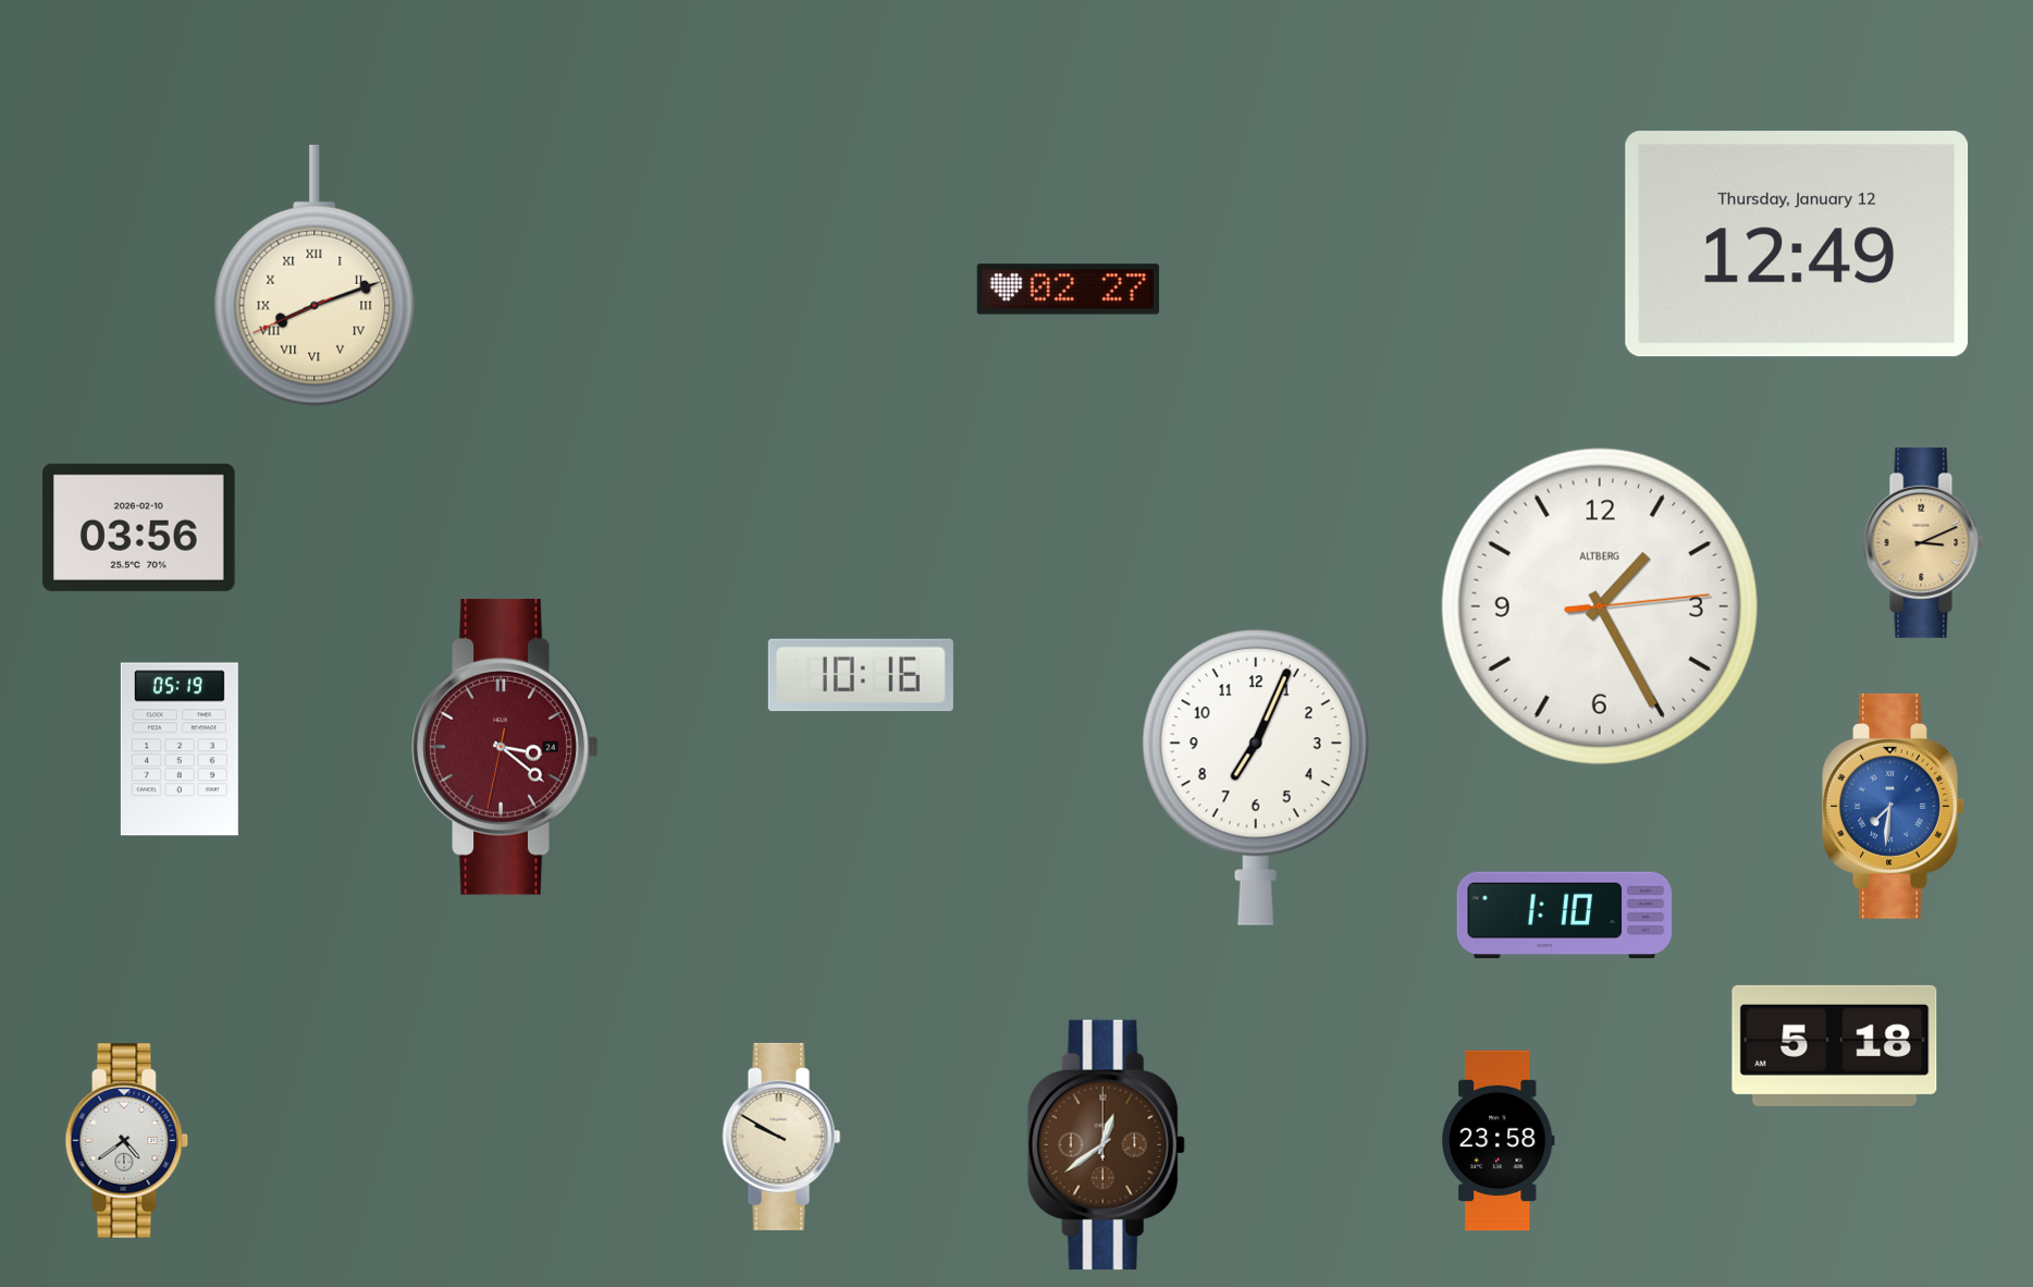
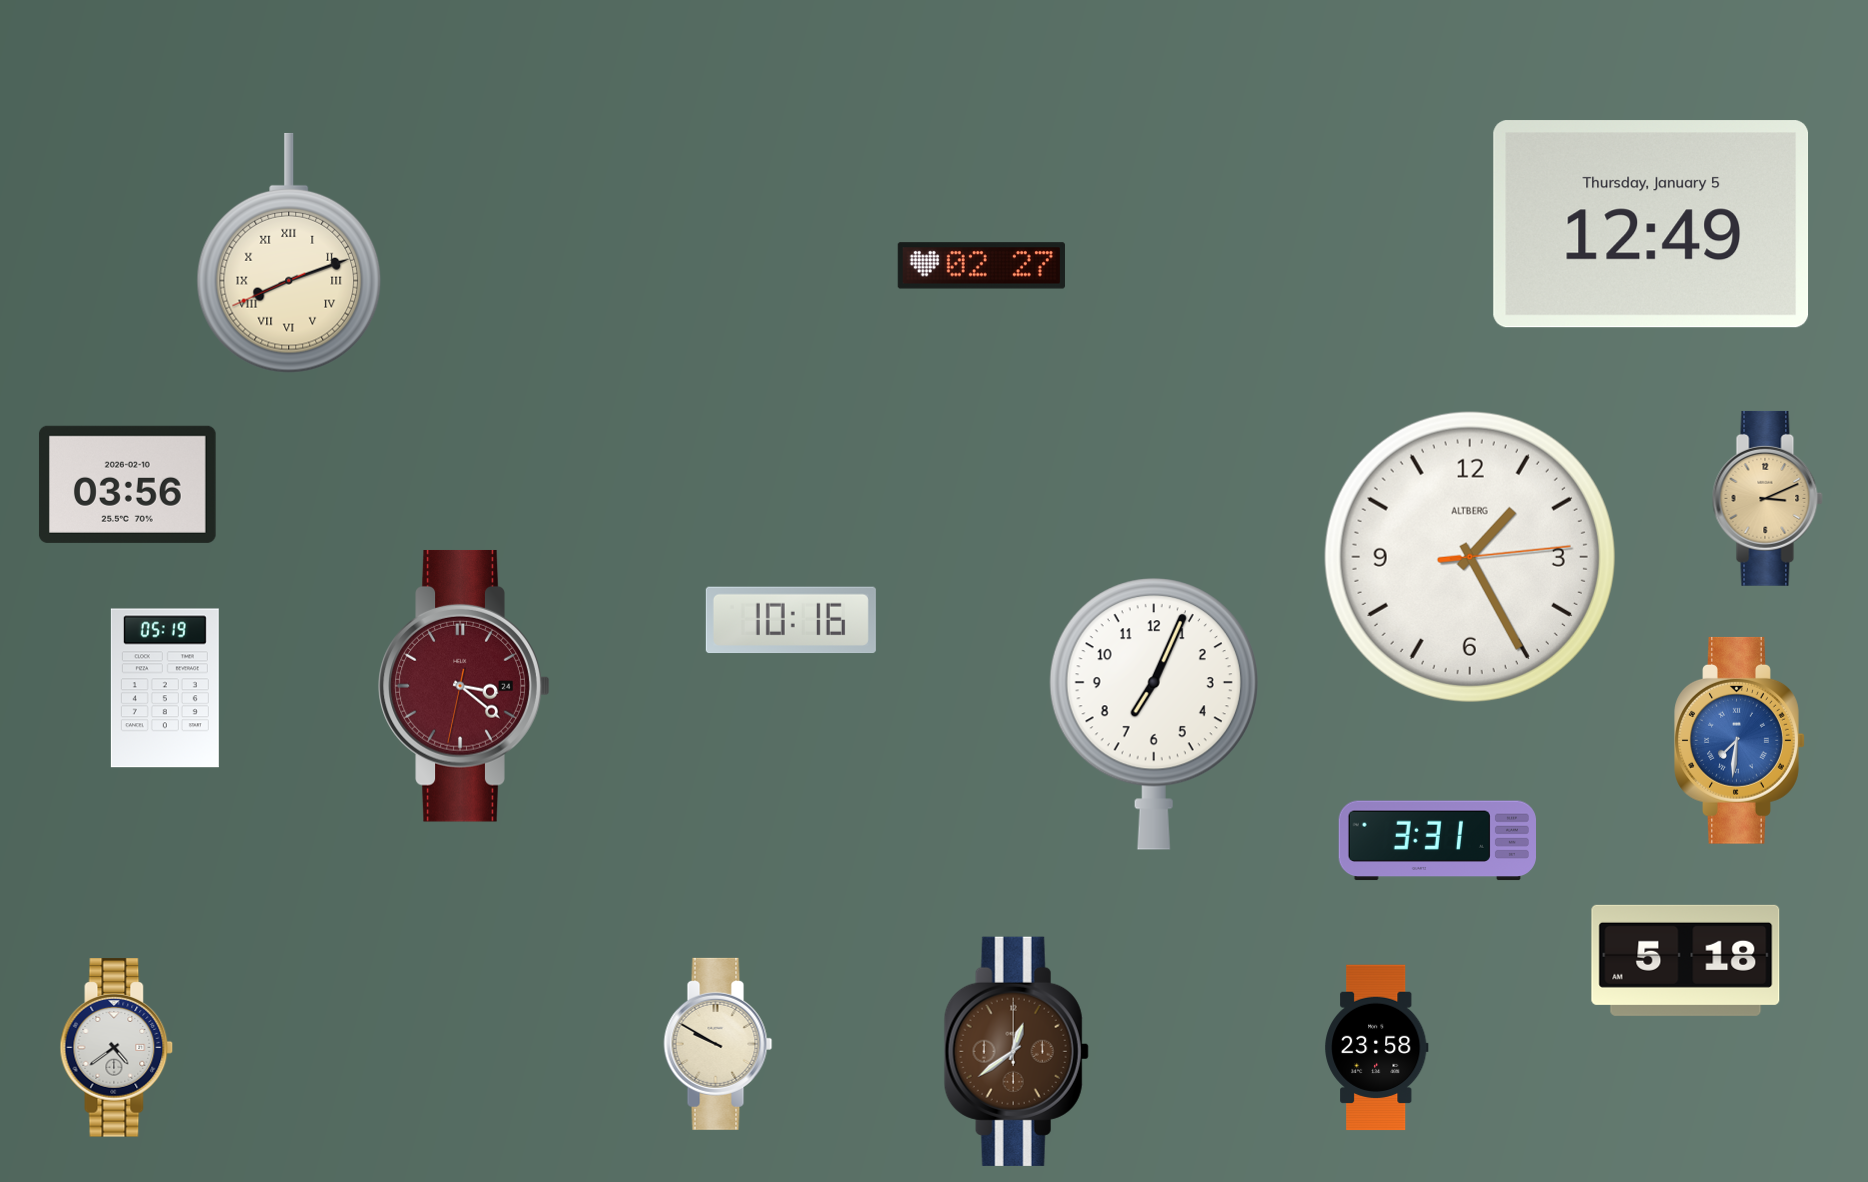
clock at (1797, 244) date: Thursday, January 12 -> Thursday, January 5
clock at (1564, 916): 1:10 -> 3:31
